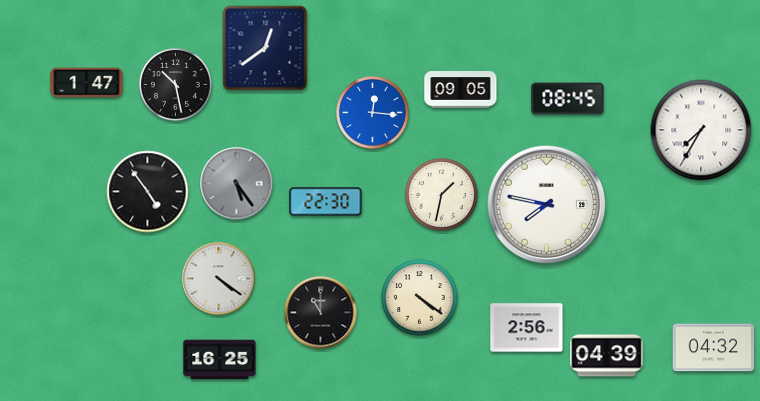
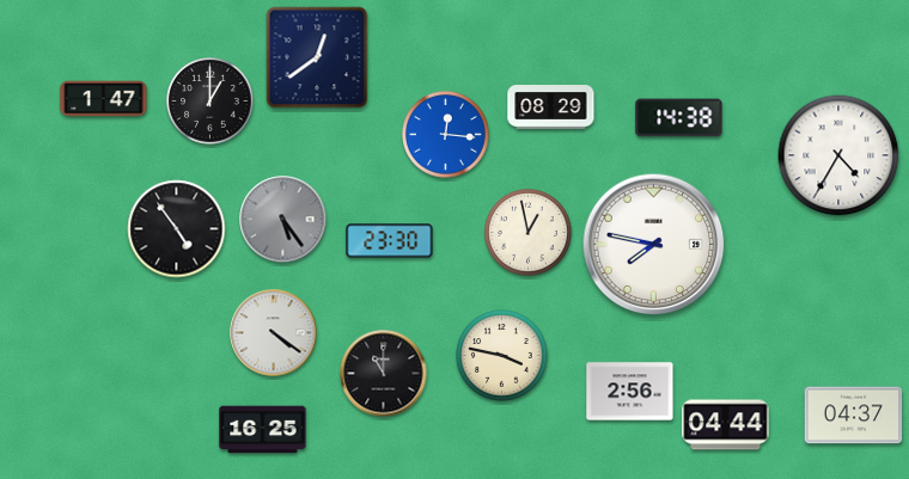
clock at (176, 85): 10:28 -> 1:00
clock at (461, 90): 09:05 -> 08:29
clock at (568, 99): 08:45 -> 14:38
clock at (701, 130): 7:35 -> 4:35
clock at (442, 195): 1:32 -> 12:58
clock at (326, 202): 22:30 -> 23:30
clock at (219, 279) position: (219, 279) -> (274, 333)
clock at (420, 298): 4:21 -> 3:47
clock at (714, 348): 04:32 -> 04:37
clock at (607, 356): 04:39 -> 04:44
